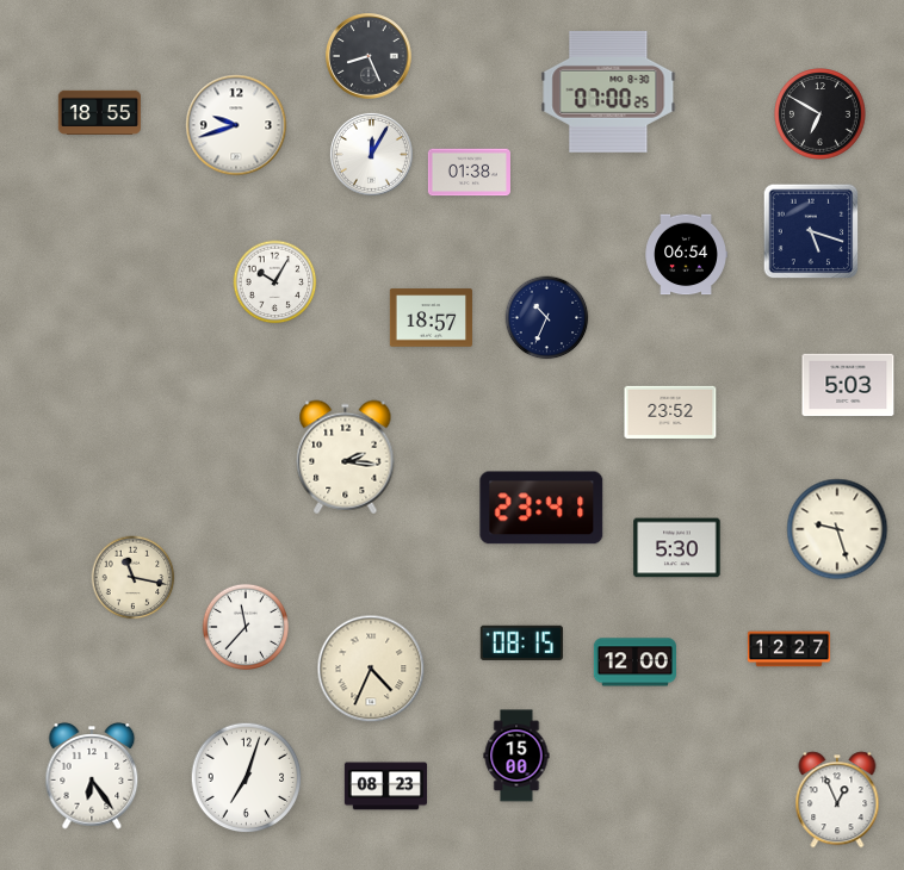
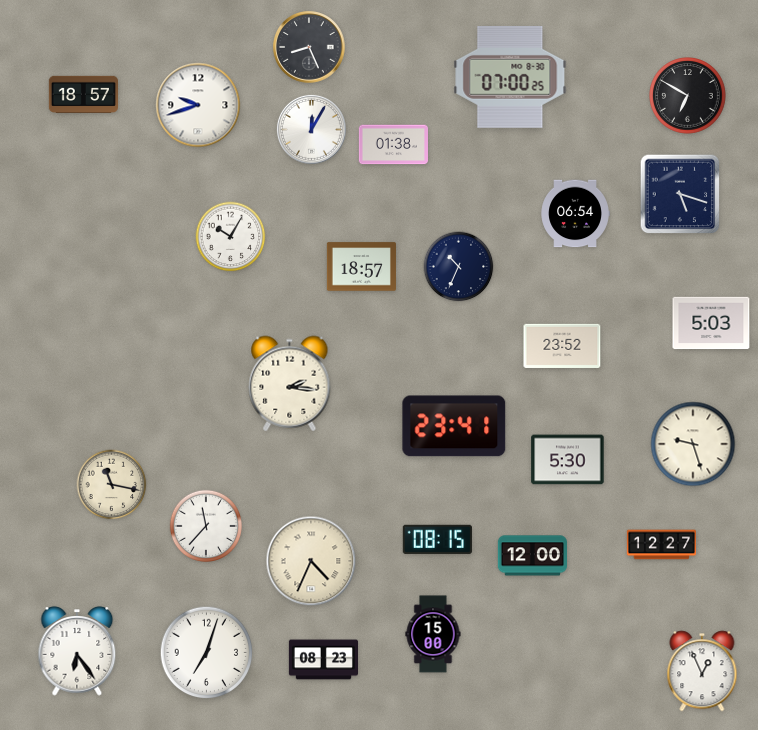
clock at (99, 112): 18:55 -> 18:57
clock at (837, 529) position: (837, 529) -> (693, 444)
